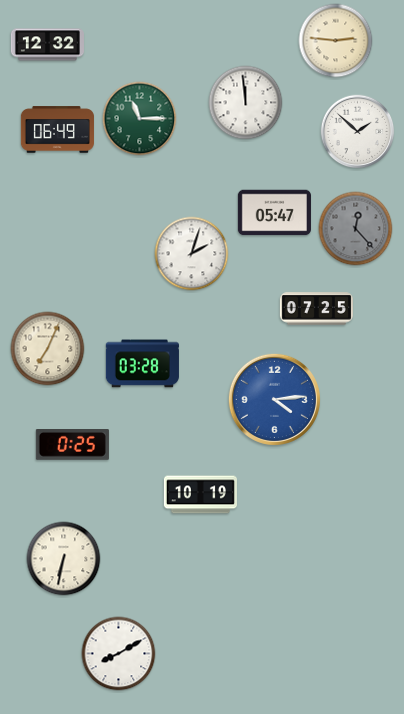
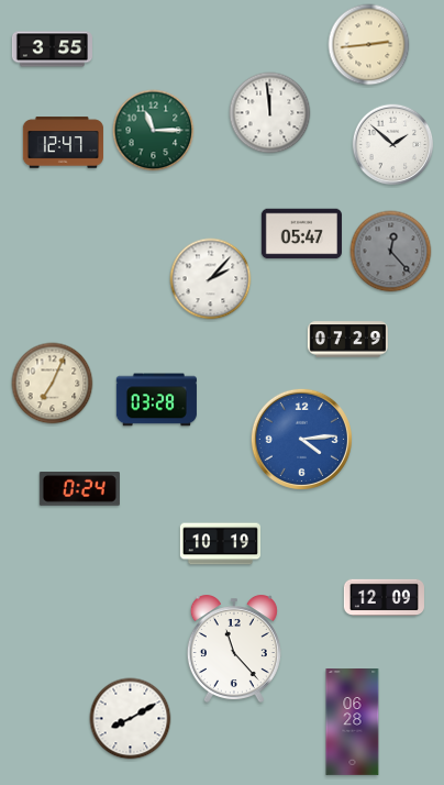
clock at (336, 41): 2:46 -> 2:44
clock at (47, 45): 12:32 -> 3:55
clock at (57, 130): 06:49 -> 12:47
clock at (192, 254): 2:03 -> 2:07
clock at (316, 309): 07:25 -> 07:29
clock at (72, 445): 0:25 -> 0:24
clock at (384, 598): none -> 12:09
clock at (64, 559): 6:32 -> none
clock at (234, 649): none -> 11:23
clock at (353, 722): none -> 06:28
